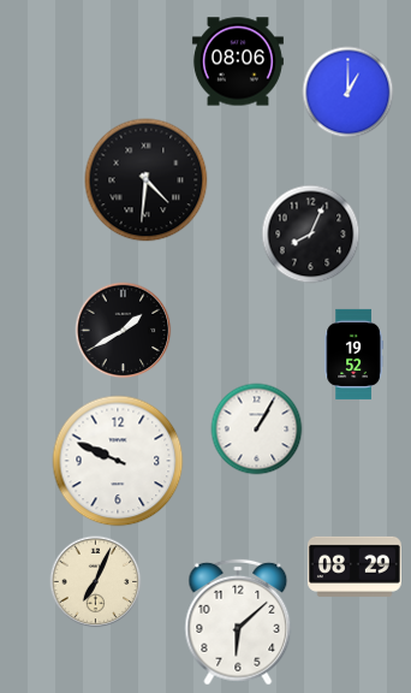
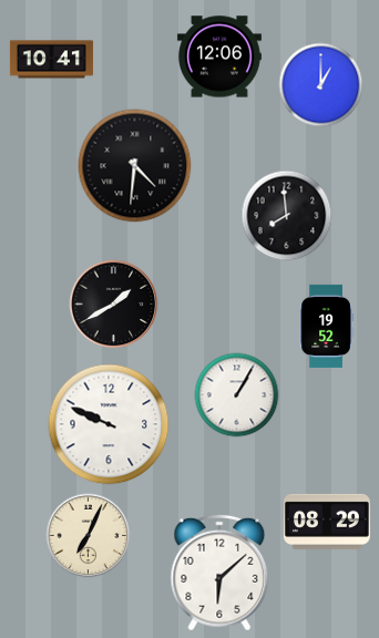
clock at (238, 61): 08:06 -> 12:06
clock at (51, 60): none -> 10:41
clock at (311, 235): 8:04 -> 7:59
